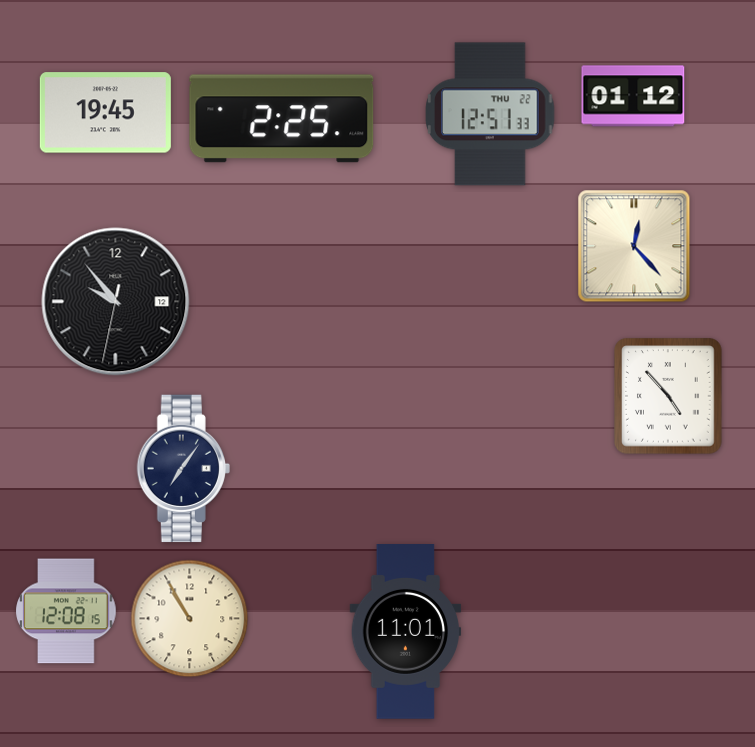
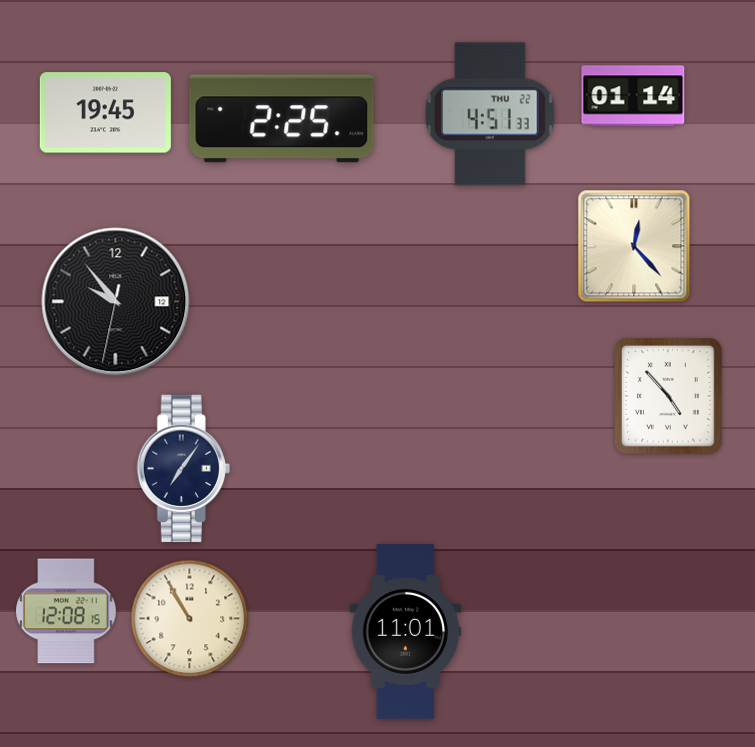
clock at (633, 96): 01:12 -> 01:14
clock at (490, 114): 12:51 -> 4:51
